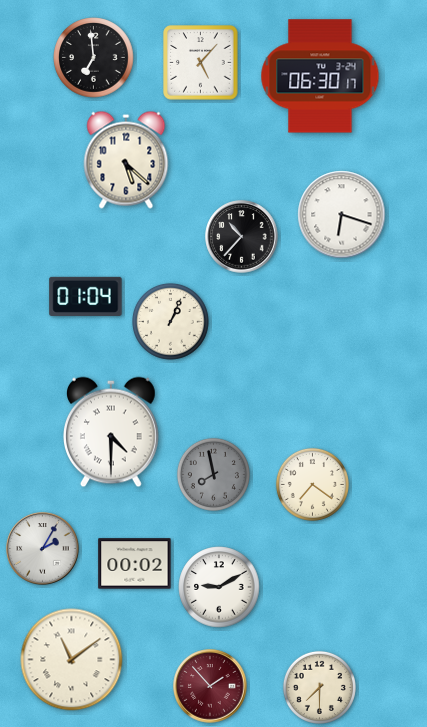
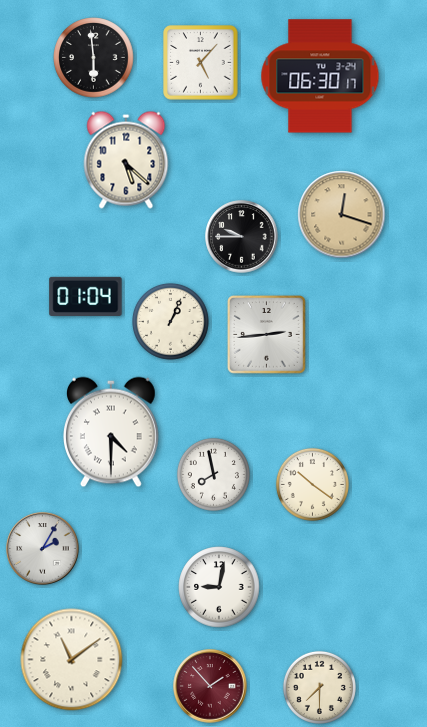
clock at (94, 58): 6:59 -> 5:59
clock at (342, 215): 6:18 -> 12:18
clock at (342, 215) dial: white -> champagne
clock at (242, 237): 10:37 -> 9:45
clock at (267, 335): none -> 2:44
clock at (213, 474) dial: grey -> white
clock at (312, 484): 7:21 -> 10:21
clock at (135, 564): 00:02 -> none
clock at (219, 587): 9:10 -> 9:02
